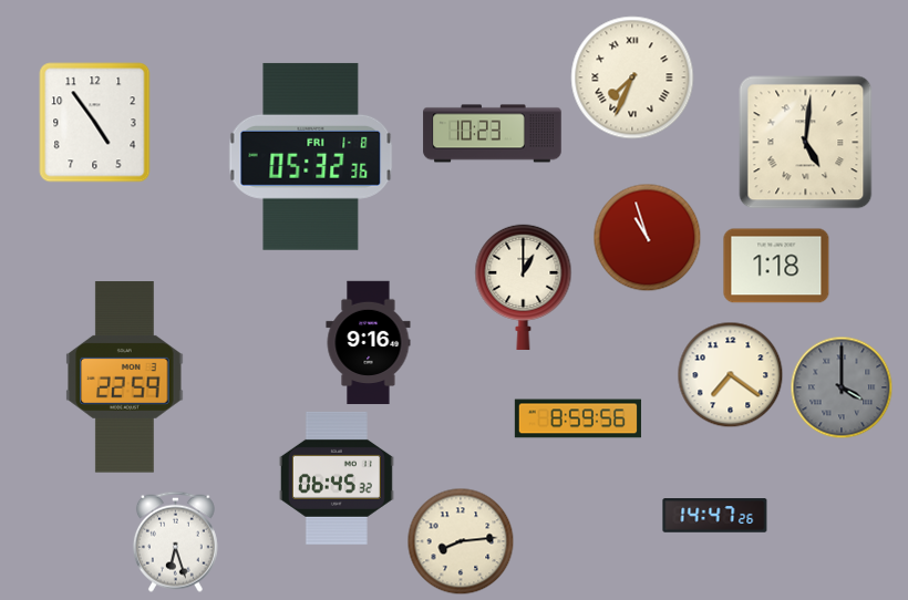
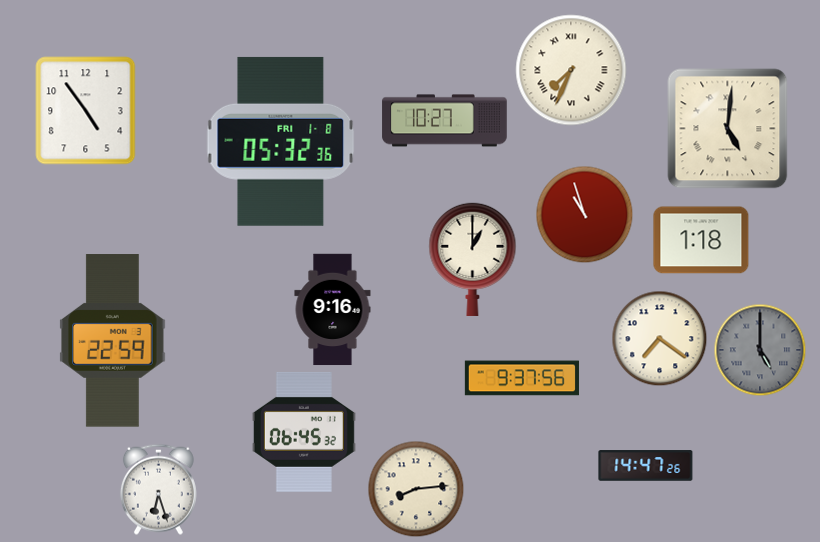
clock at (493, 134): 10:23 -> 10:27
clock at (842, 387): 4:00 -> 5:00
clock at (578, 418): 8:59 -> 9:37
